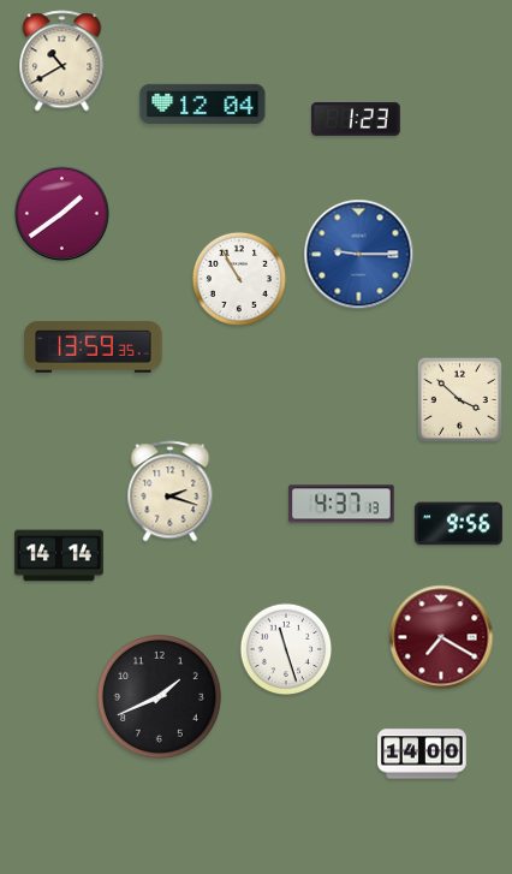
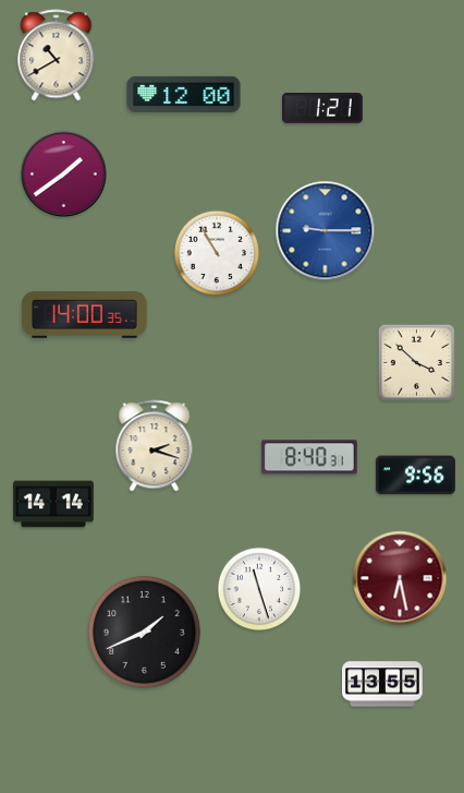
clock at (203, 103): 12:04 -> 12:00
clock at (357, 120): 1:23 -> 1:21
clock at (62, 214) position: (62, 214) -> (64, 175)
clock at (94, 347): 13:59 -> 14:00
clock at (341, 504): 4:37 -> 8:40
clock at (441, 637): 7:20 -> 6:28
clock at (423, 754): 14:00 -> 13:55
